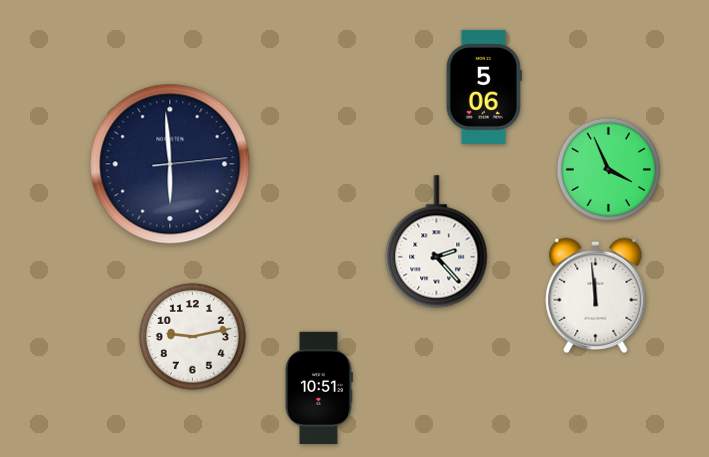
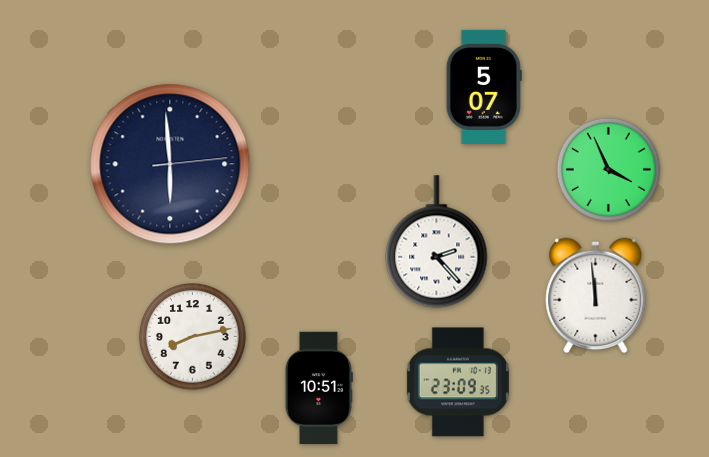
clock at (484, 87): 5:06 -> 5:07
clock at (193, 337): 9:13 -> 8:13
clock at (458, 382): none -> 23:09
